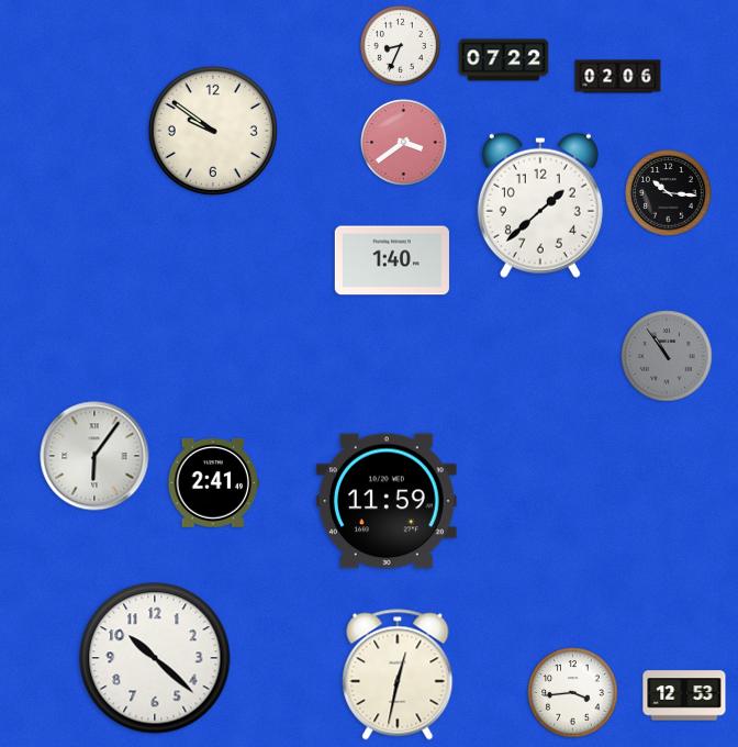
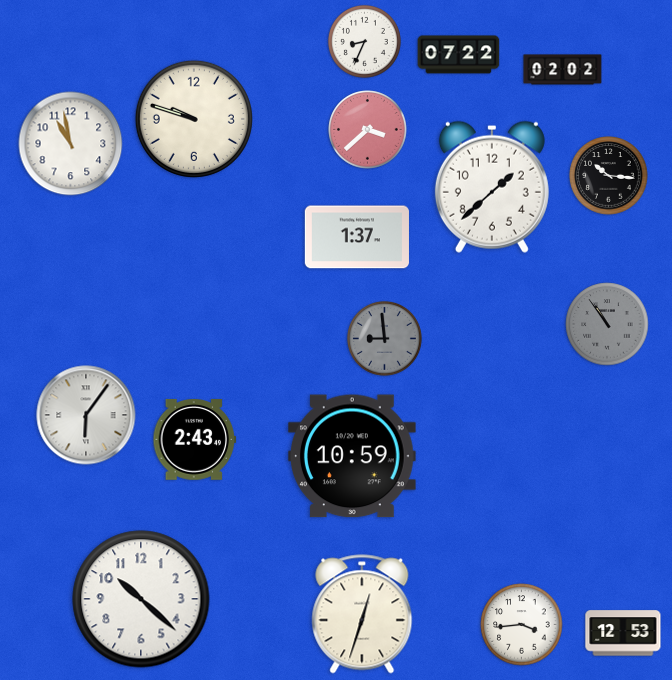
clock at (618, 77): 02:06 -> 02:02
clock at (213, 131): 9:51 -> 9:48
clock at (404, 143): 3:39 -> 3:38
clock at (71, 144): none -> 10:58
clock at (392, 260): 1:40 -> 1:37
clock at (384, 338): none -> 8:59
clock at (214, 482): 2:41 -> 2:43
clock at (387, 501): 11:59 -> 10:59
clock at (398, 674): 12:32 -> 12:33
clock at (573, 693) position: (573, 693) -> (522, 625)
